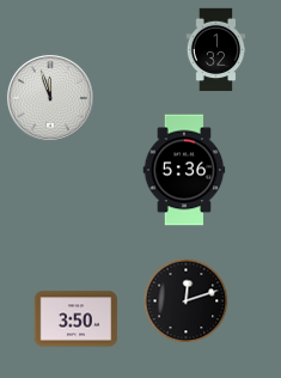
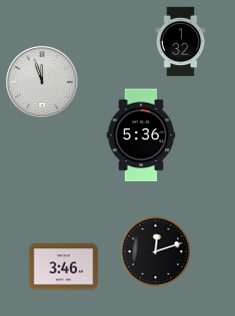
clock at (184, 170) position: (184, 170) -> (141, 135)
clock at (77, 319): 3:50 -> 3:46
